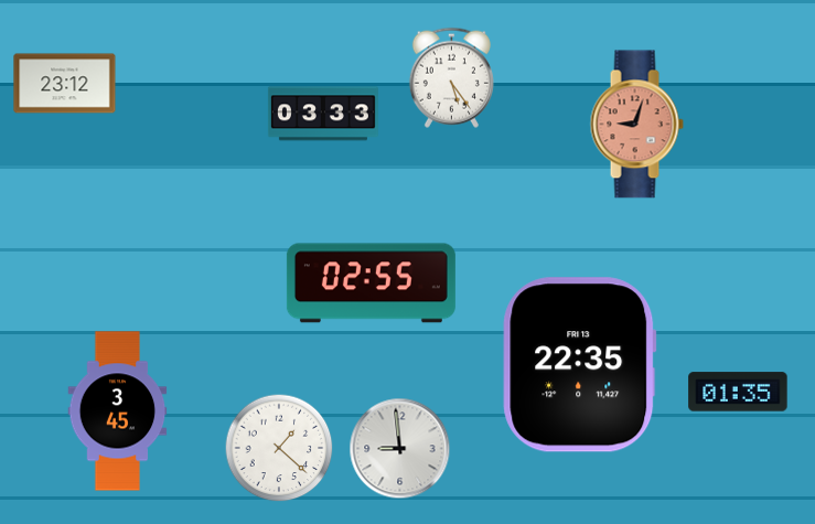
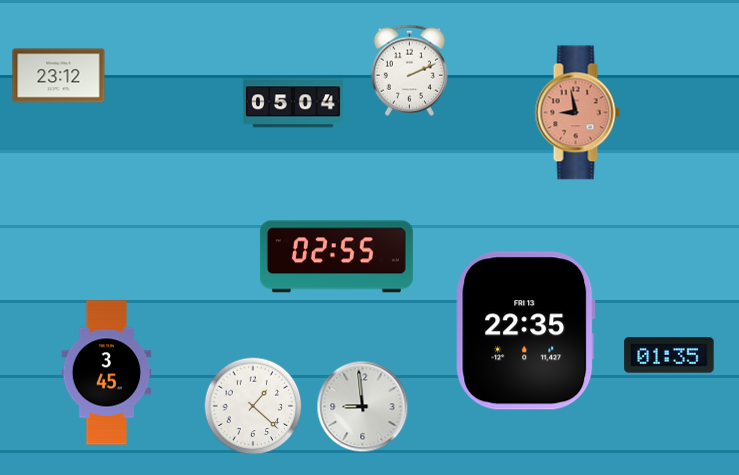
clock at (451, 77): 5:24 -> 2:11
clock at (323, 114): 03:33 -> 05:04
clock at (636, 125): 9:03 -> 8:58
